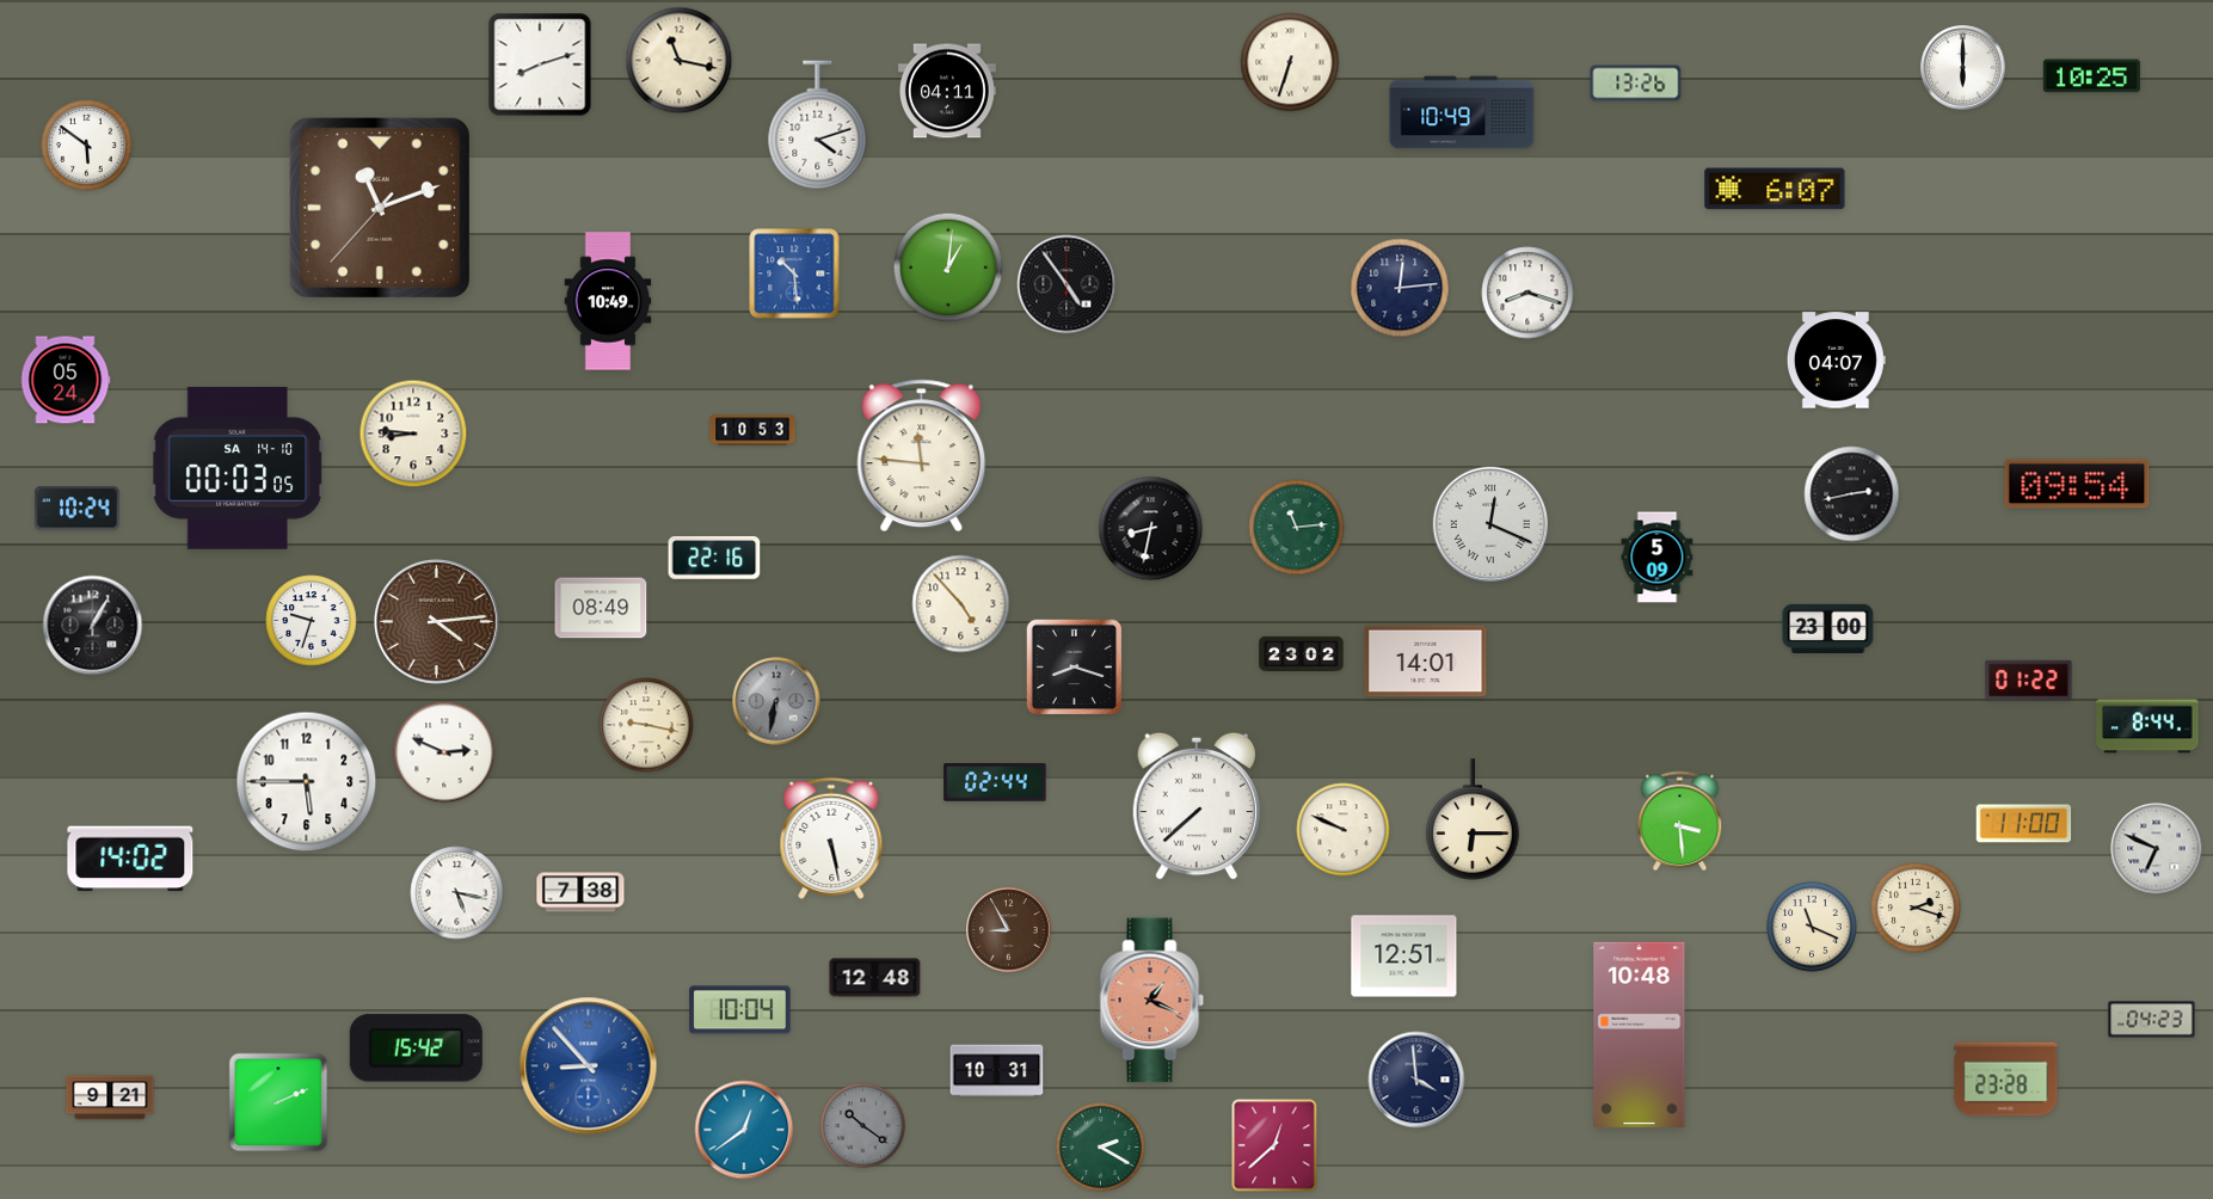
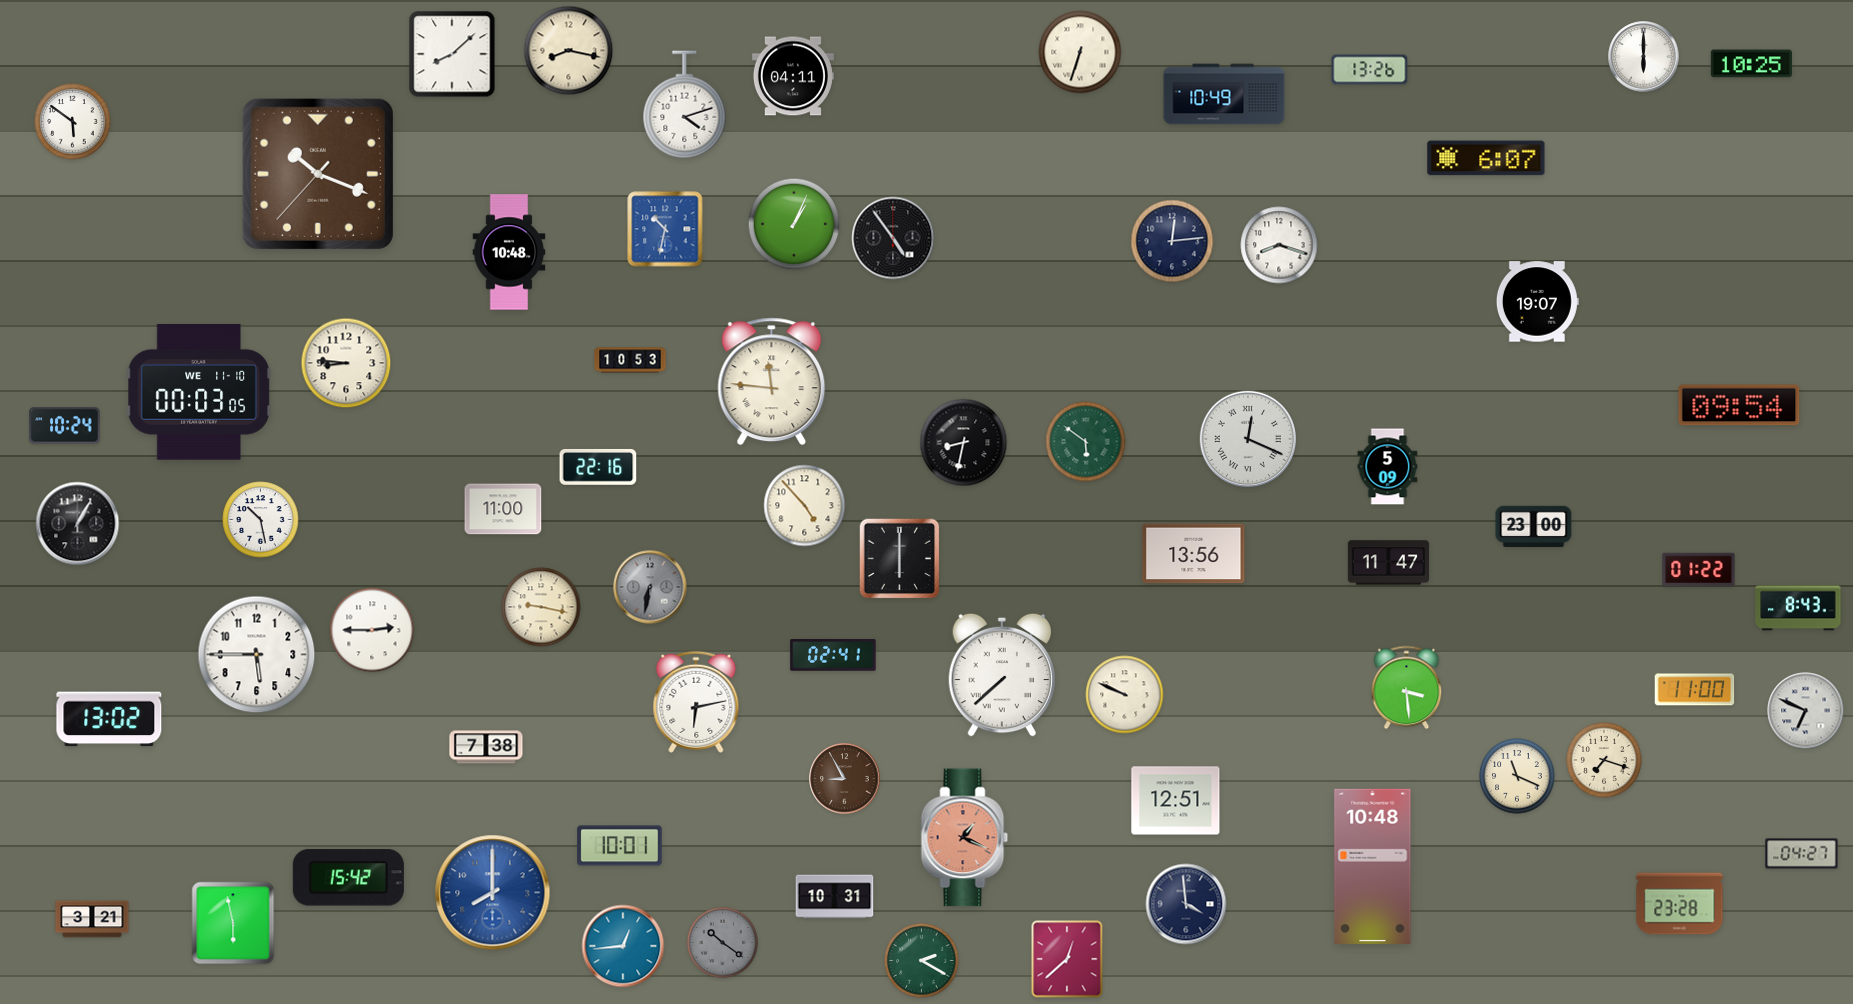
clock at (680, 61): 11:17 -> 8:17
clock at (540, 64): 8:12 -> 8:08
clock at (380, 208): 11:11 -> 10:18
clock at (948, 268): 1:01 -> 1:04
clock at (794, 273): 10:29 -> 10:32
clock at (608, 301): 10:49 -> 10:48
clock at (1836, 361): 04:07 -> 19:07
clock at (66, 380): 05:24 -> none
clock at (238, 468) date: SA 14-10 -> WE 11-10
clock at (1852, 494): 2:43 -> none
clock at (1297, 528): 11:14 -> 5:51
clock at (601, 608): 08:49 -> 11:00
clock at (312, 621): 9:33 -> 10:28
clock at (436, 621): 4:14 -> none
clock at (1828, 628) position: (1828, 628) -> (1534, 526)
clock at (1302, 654): 23:02 -> none
clock at (1426, 662): 14:01 -> 13:56
clock at (1075, 668): 8:18 -> 6:00
clock at (1388, 563): none -> 11:47
clock at (2147, 726): 8:44 -> 8:43
clock at (444, 752): 2:49 -> 2:45
clock at (995, 782): 02:44 -> 02:41
clock at (1474, 819): 6:15 -> none
clock at (831, 838): 5:28 -> 6:13
clock at (130, 859): 14:02 -> 13:02
clock at (457, 893): 5:17 -> none
clock at (1916, 908): 2:18 -> 7:18
clock at (875, 978): 12:48 -> none
clock at (740, 1010): 10:04 -> 10:01
clock at (2152, 1020): 04:23 -> 04:27
clock at (589, 1066): 8:53 -> 8:00
clock at (110, 1097): 9:21 -> 3:21
clock at (278, 1102): 2:11 -> 5:58
clock at (744, 1130): 12:39 -> 12:44
